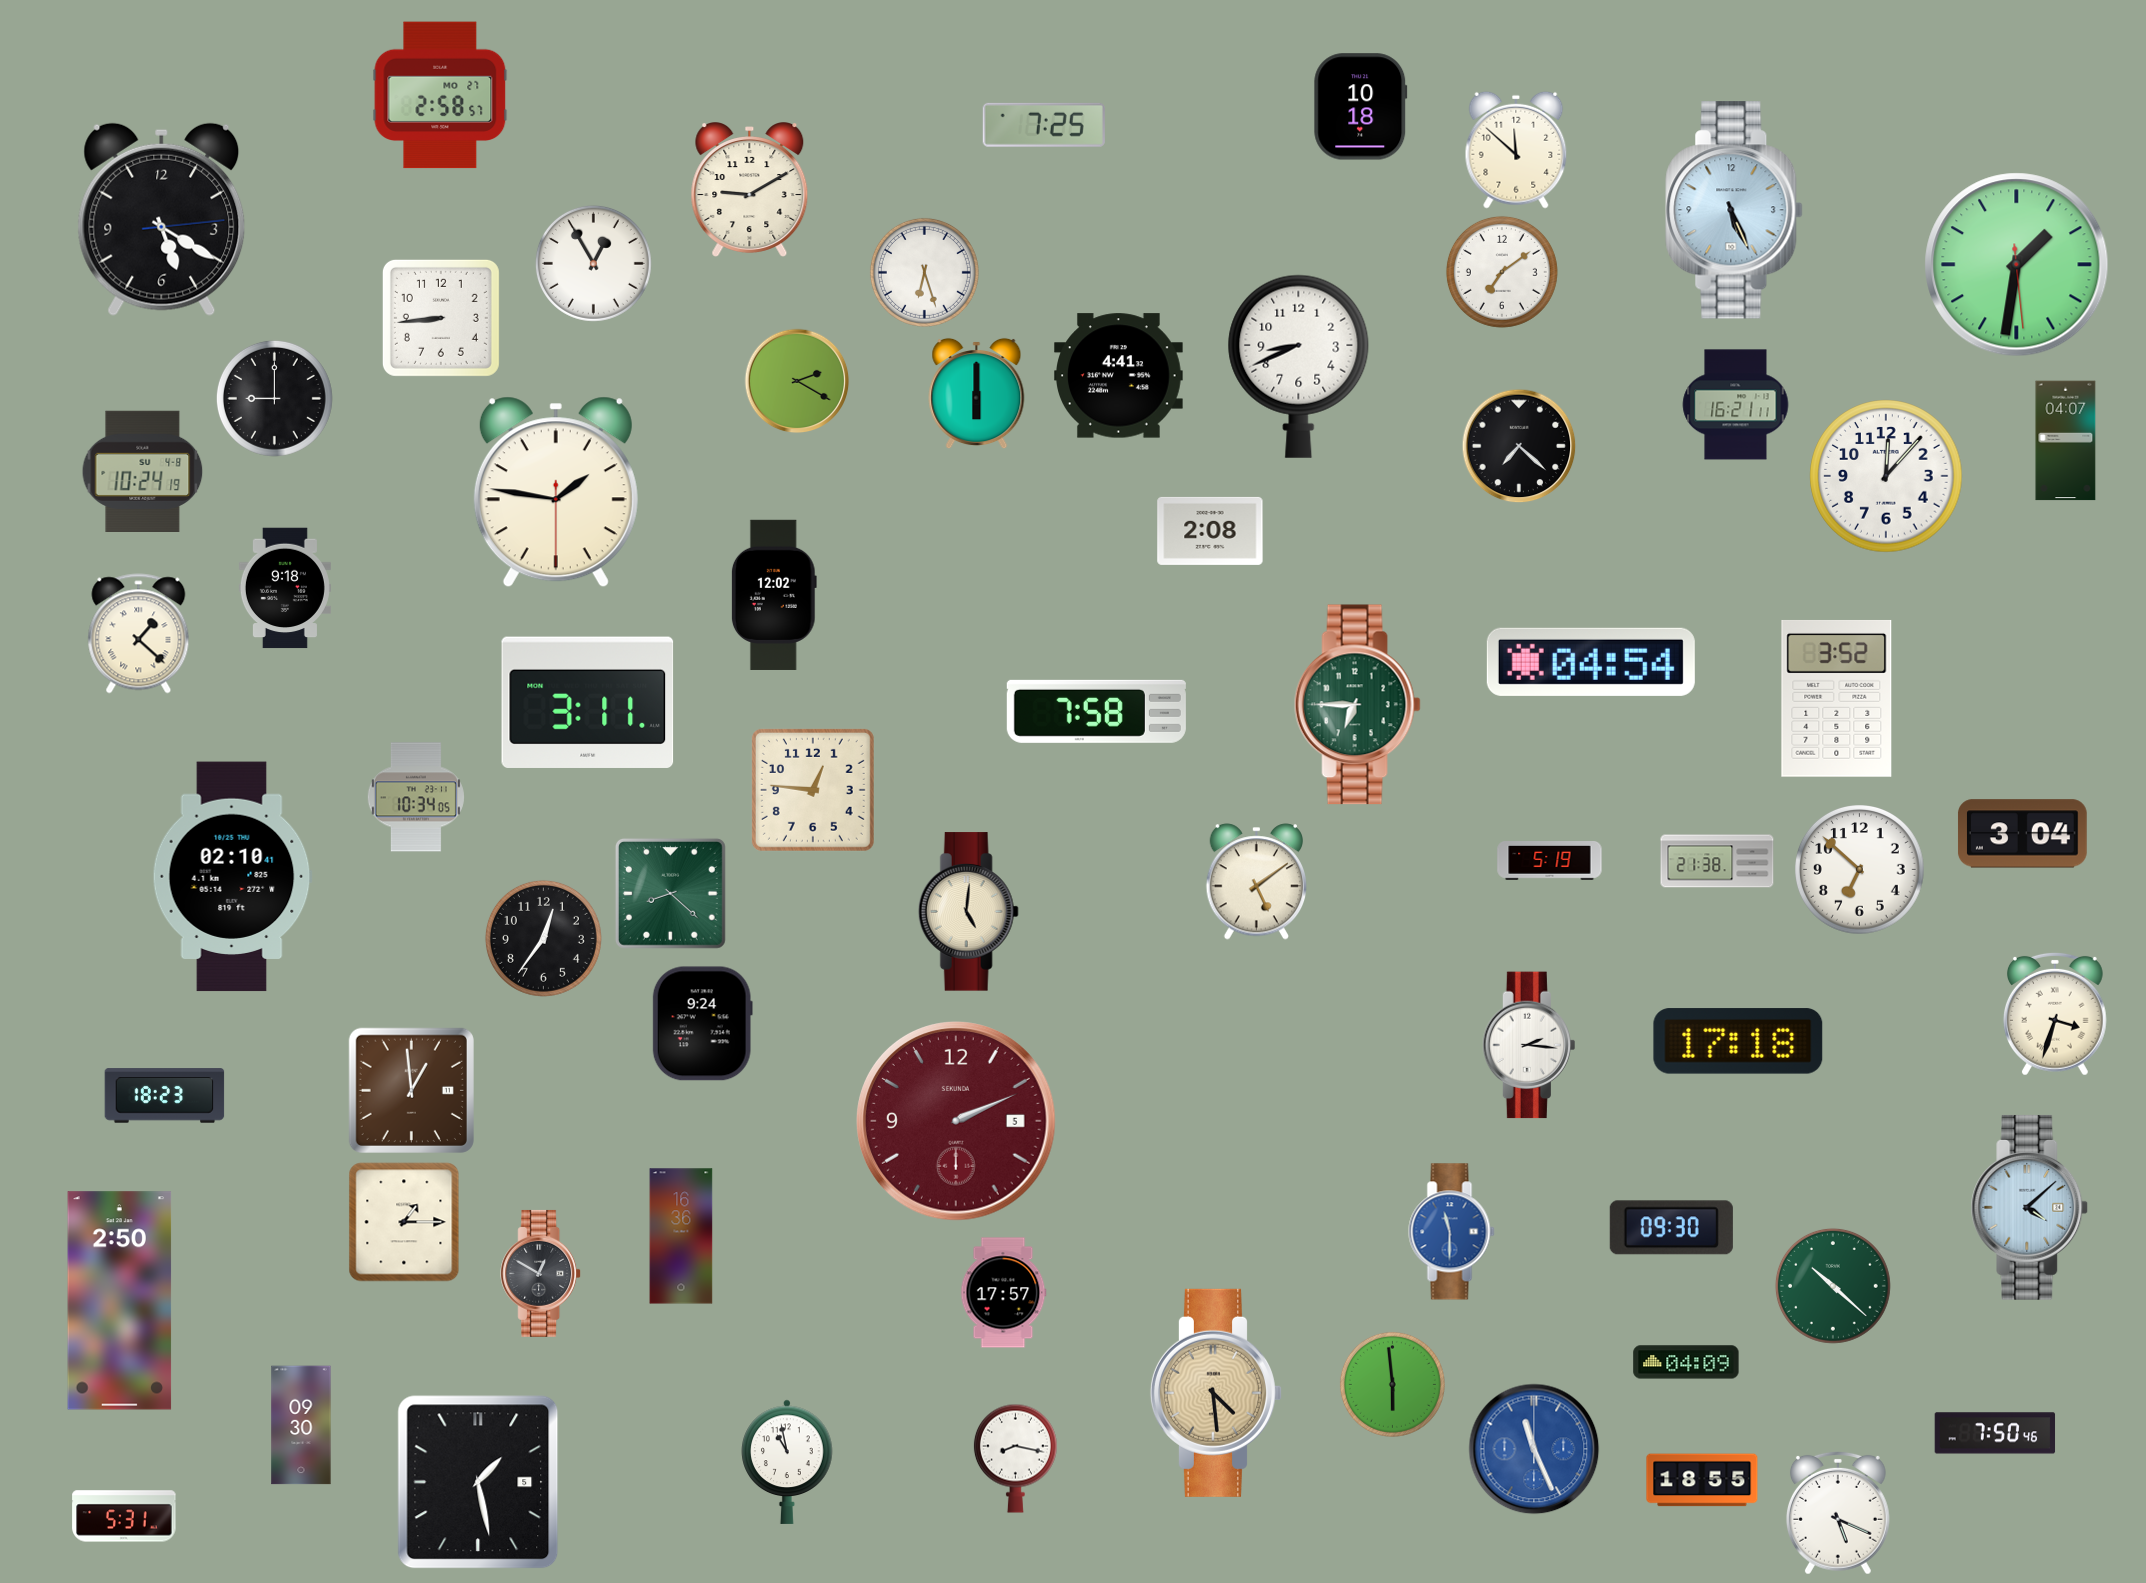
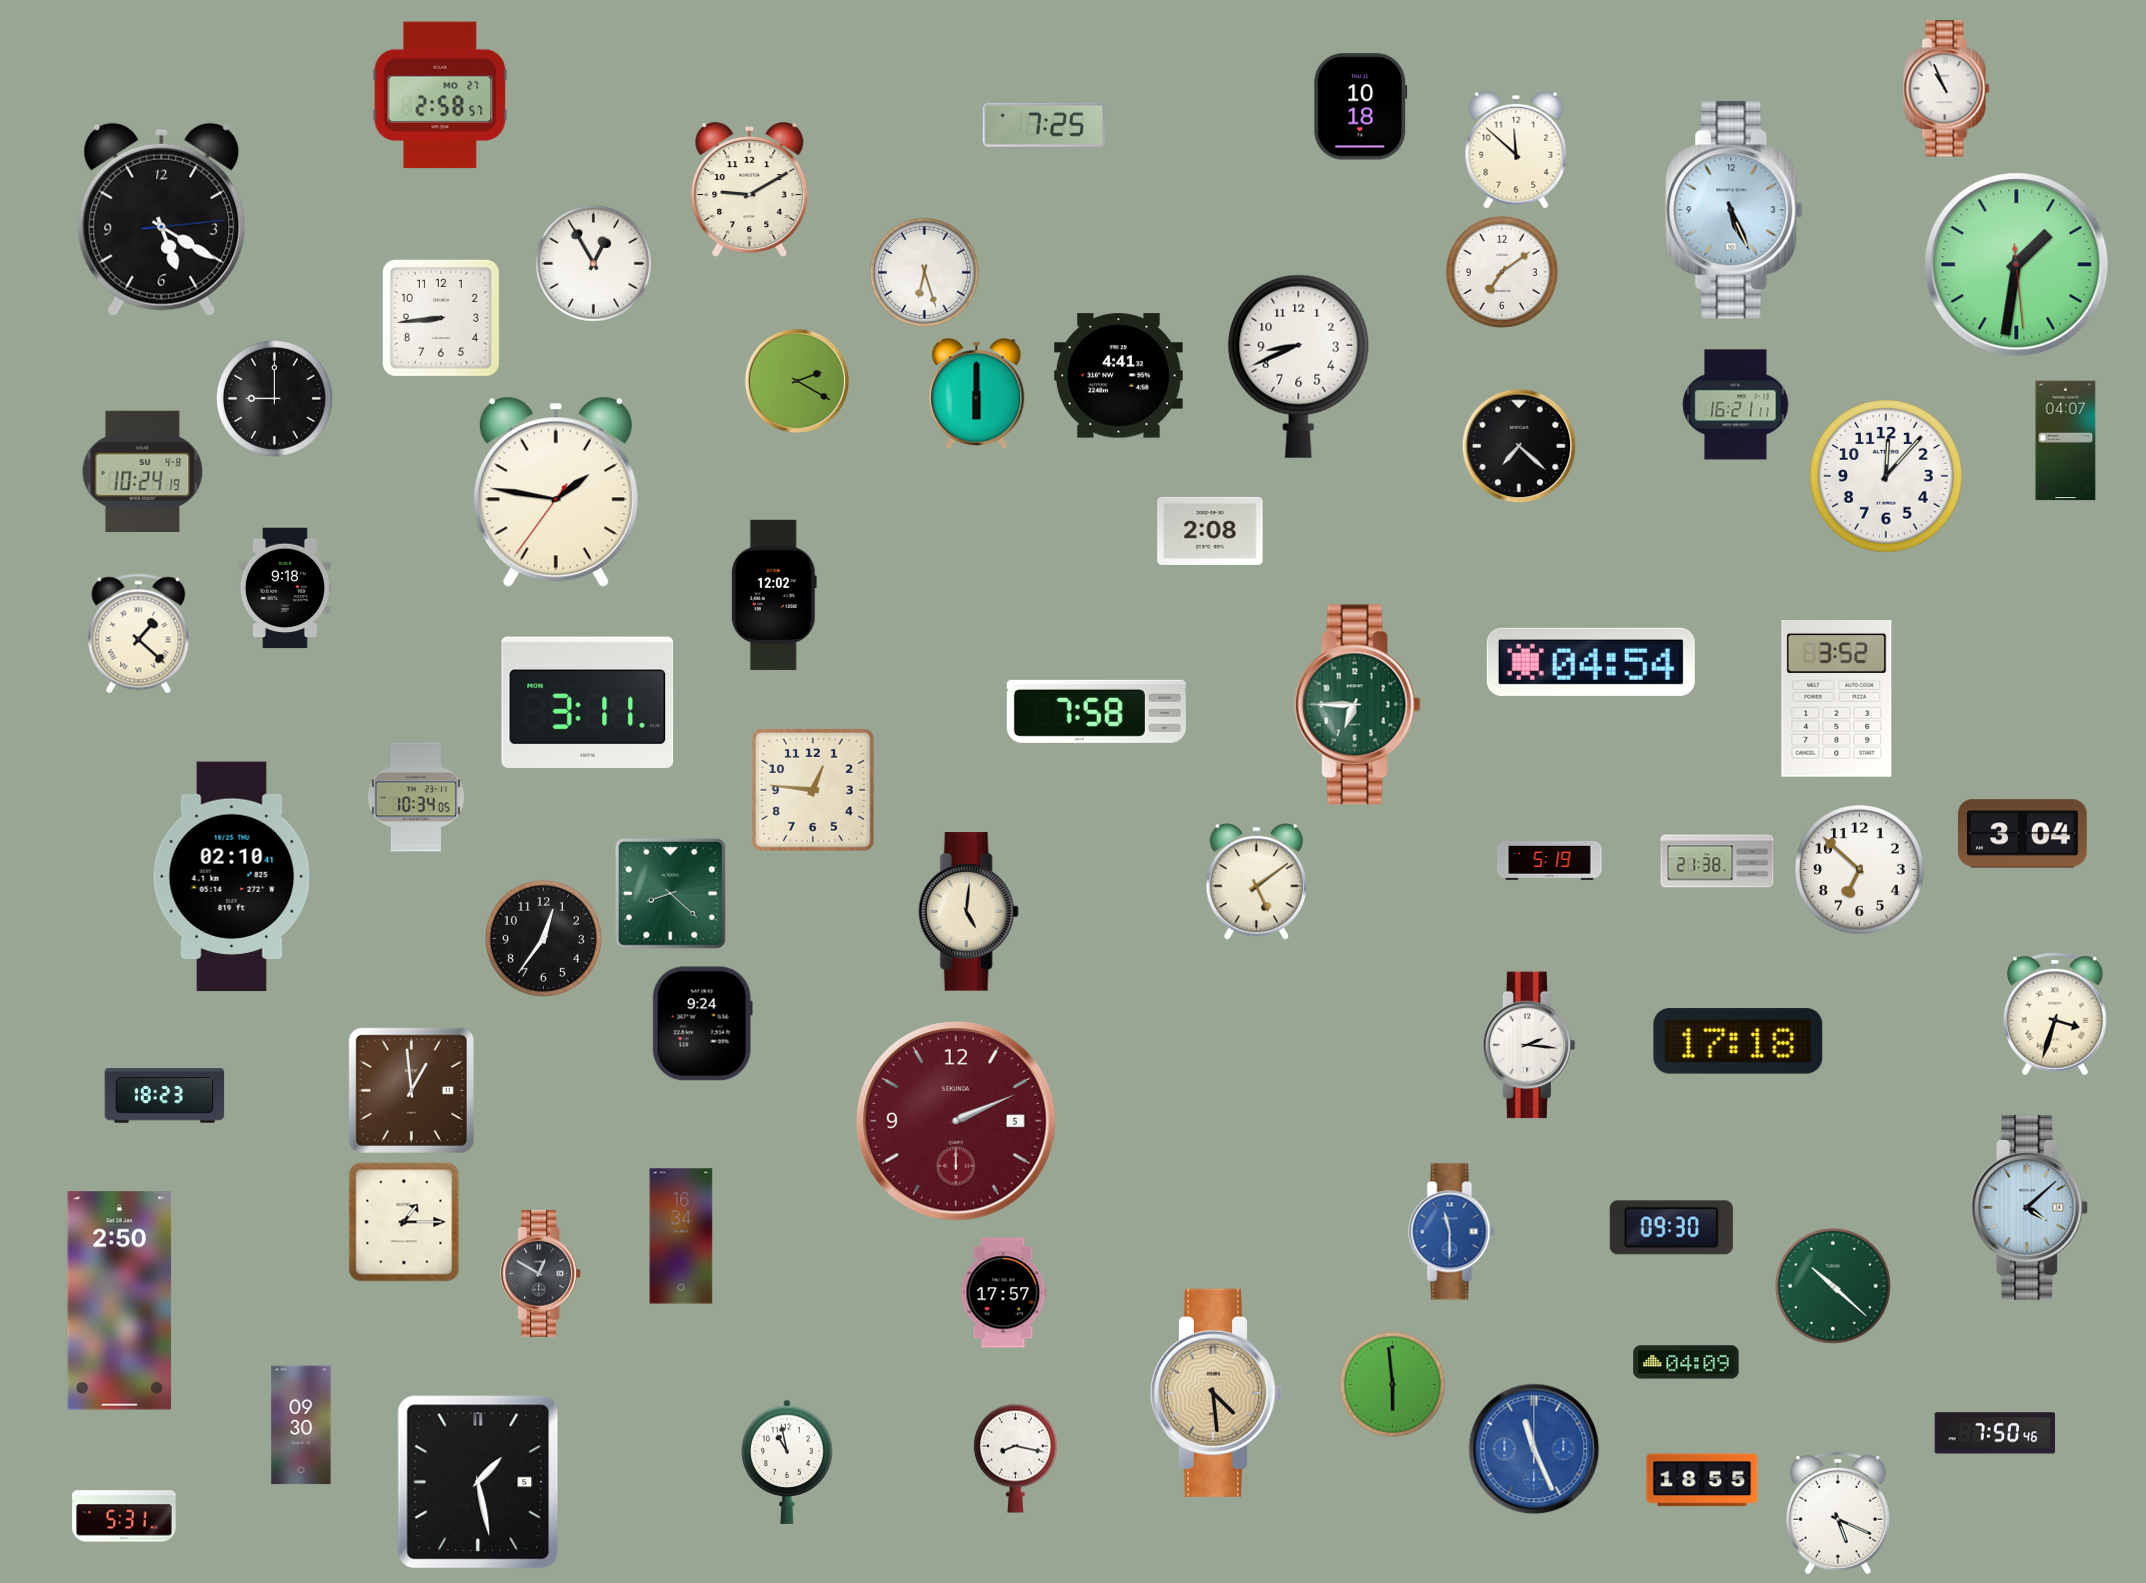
clock at (1947, 89): none -> 10:56
clock at (556, 492): 1:46:30 -> 1:46:36
clock at (681, 1236): 16:36 -> 16:34
